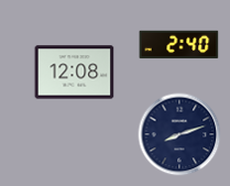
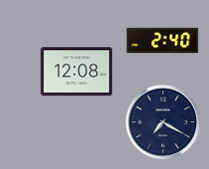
clock at (75, 73) position: (75, 73) -> (77, 72)
clock at (179, 134): 8:12 -> 7:20
